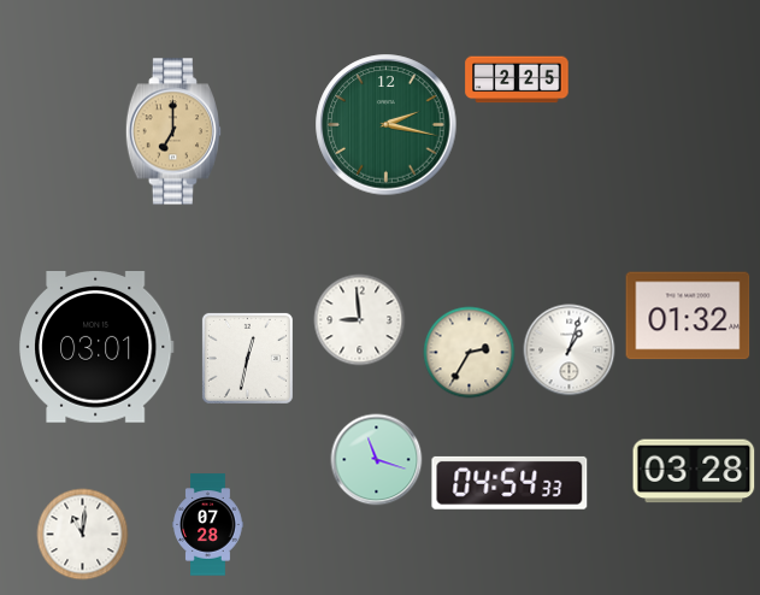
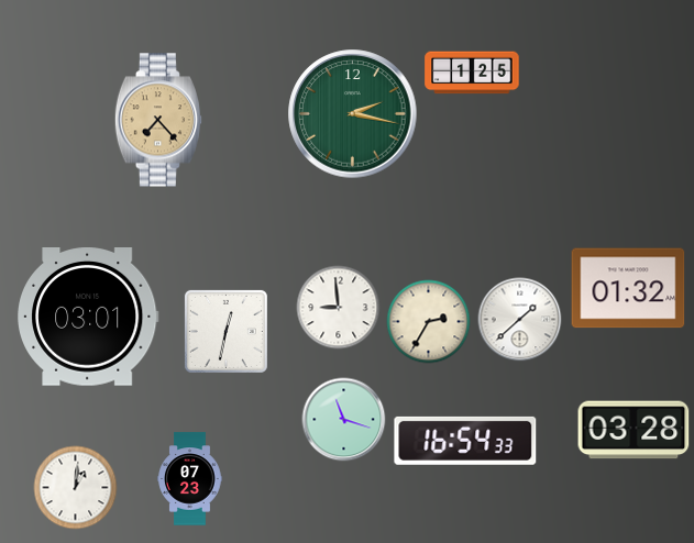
clock at (517, 79): 2:25 -> 1:25
clock at (173, 131): 7:00 -> 7:23
clock at (360, 320) position: (360, 320) -> (339, 308)
clock at (570, 350): 1:03 -> 1:38
clock at (247, 358) position: (247, 358) -> (225, 331)
clock at (509, 483): 04:54 -> 16:54
clock at (208, 525): 07:28 -> 07:23
clock at (83, 535): 11:01 -> 1:01
